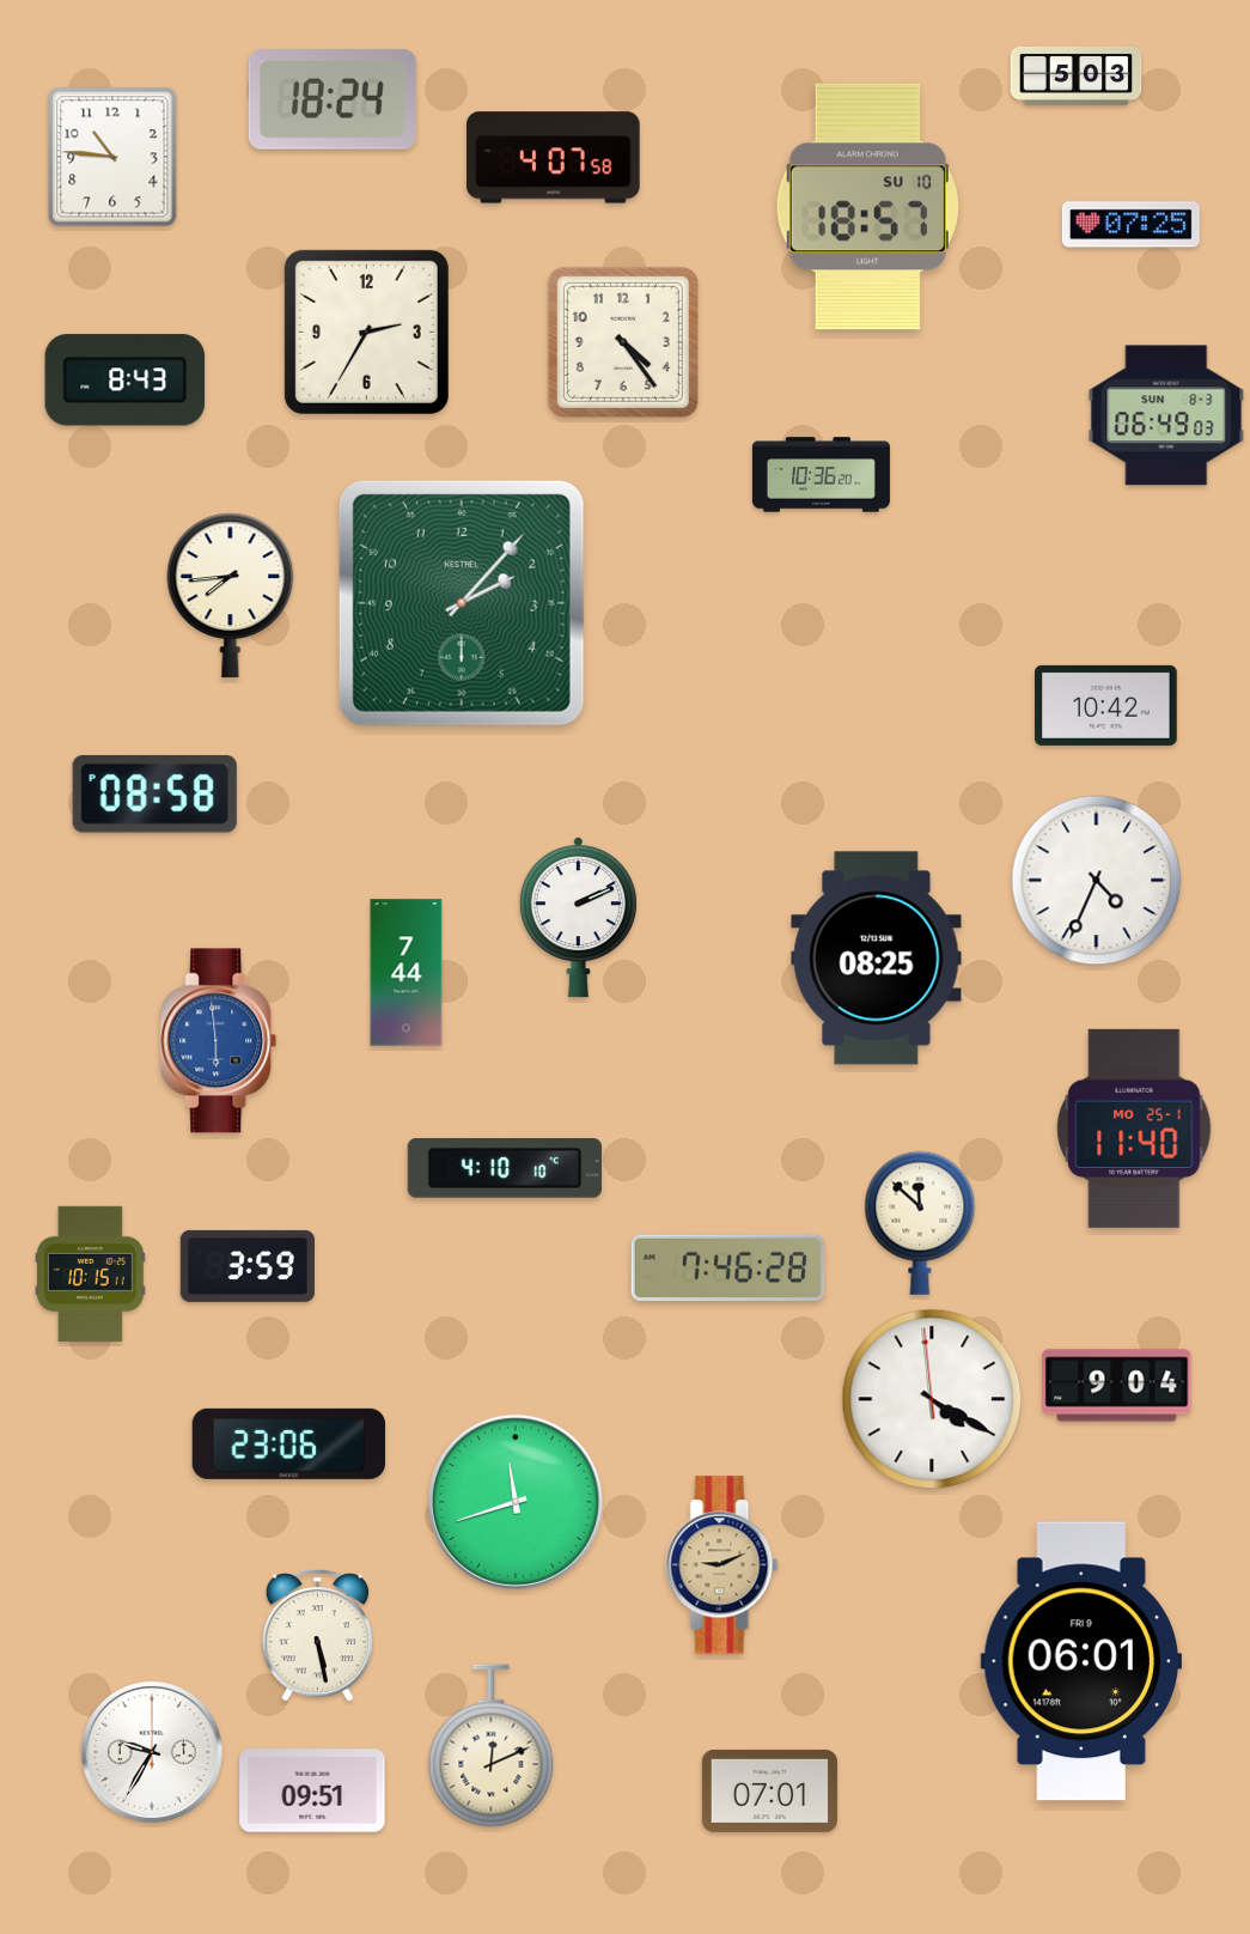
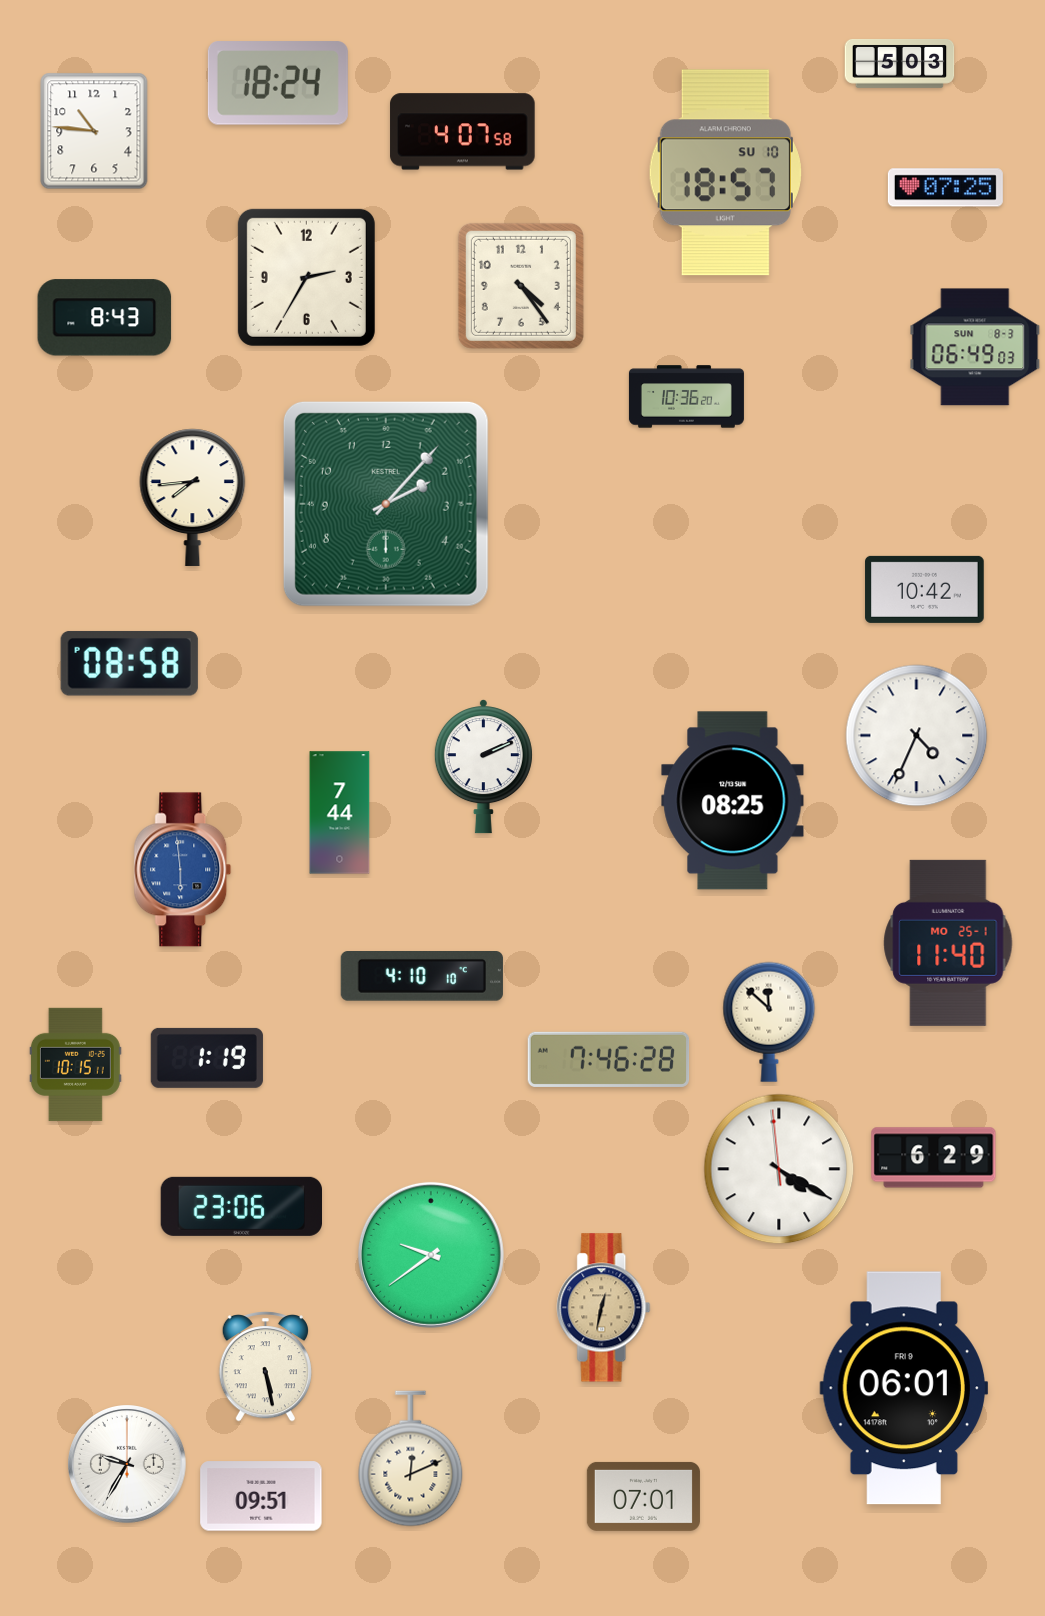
clock at (248, 1266): 3:59 -> 1:19
clock at (1117, 1386): 9:04 -> 6:29
clock at (516, 1502): 11:42 -> 9:39
clock at (722, 1565): 9:11 -> 12:32
